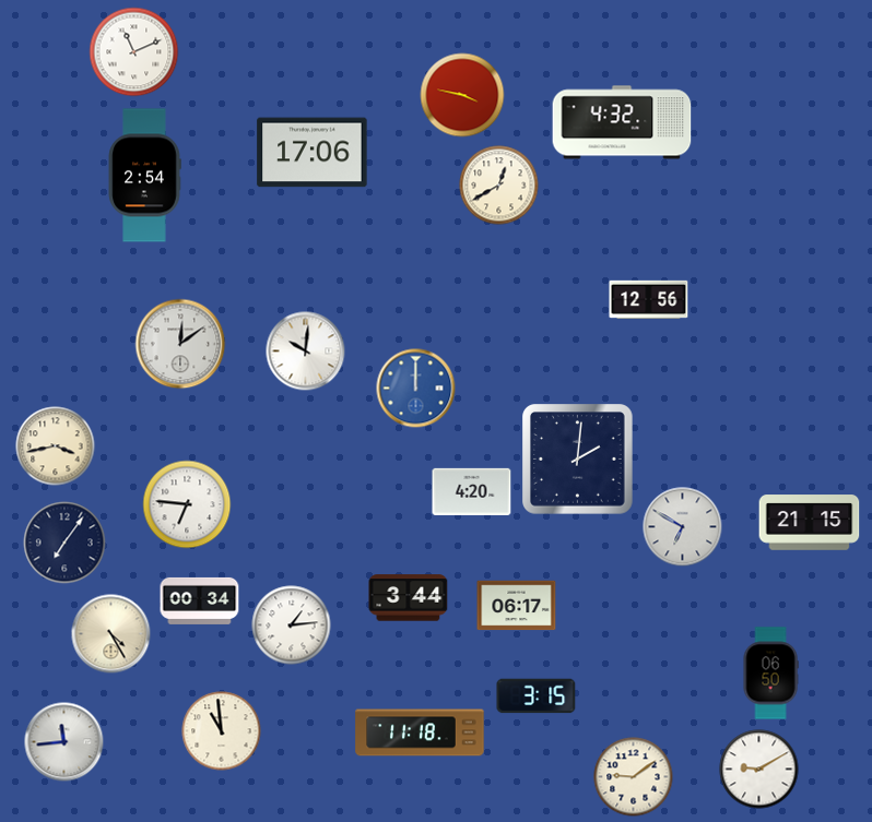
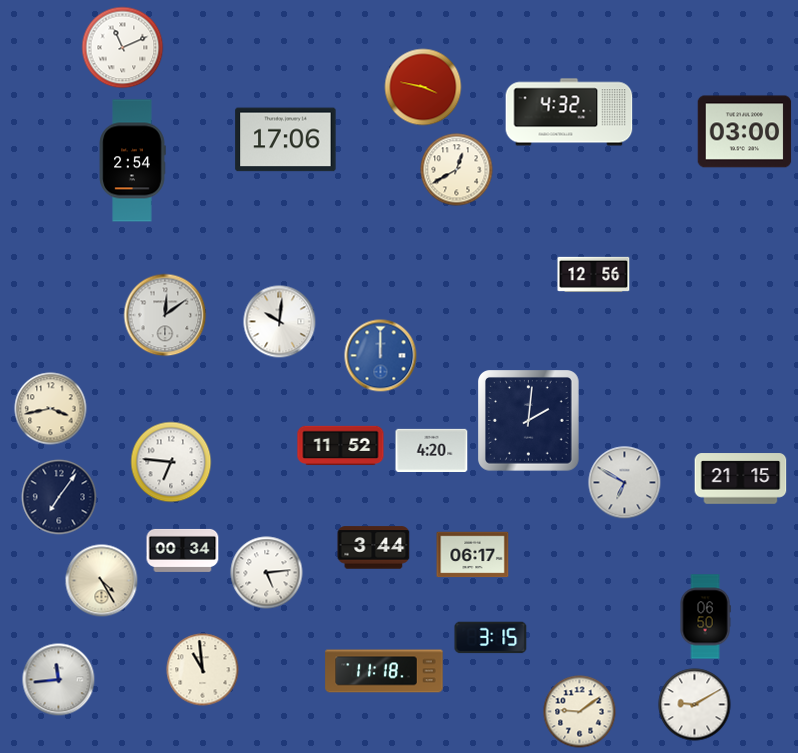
clock at (745, 132): none -> 03:00
clock at (341, 446): none -> 11:52
clock at (292, 626): 1:14 -> 5:14
